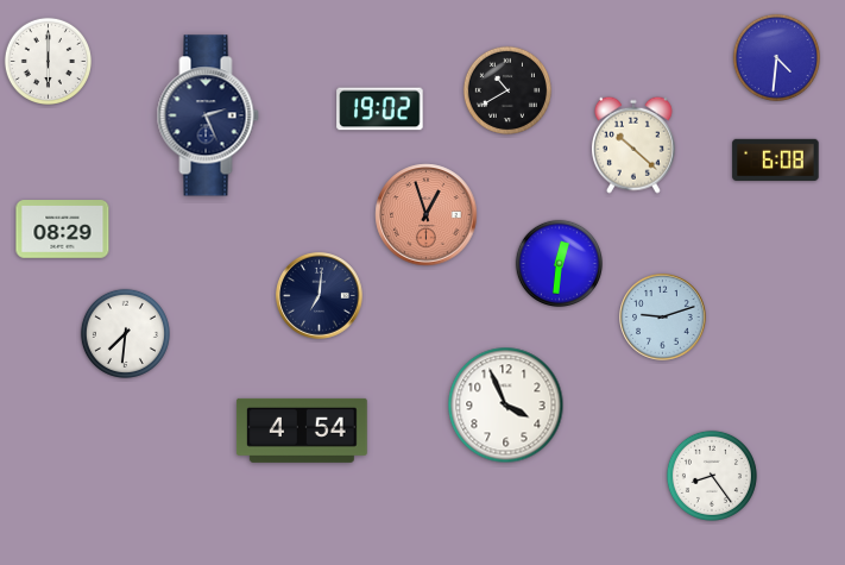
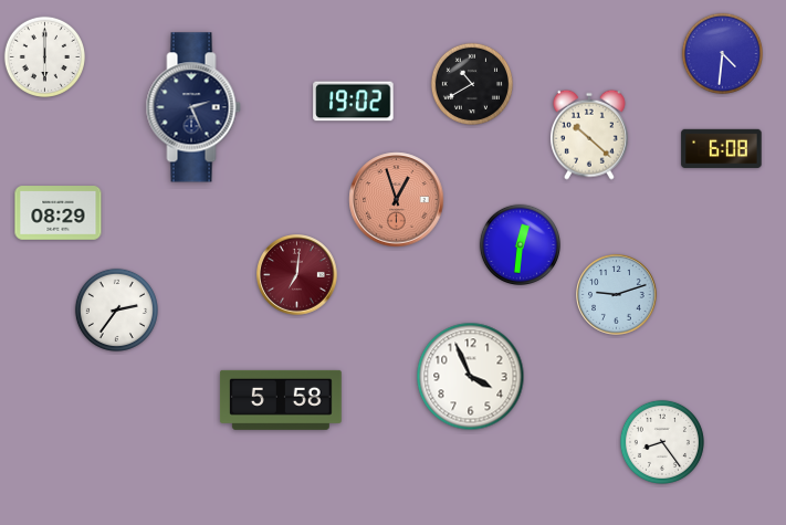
clock at (320, 296) dial: navy -> burgundy
clock at (125, 333): 7:31 -> 2:36
clock at (302, 431): 4:54 -> 5:58
